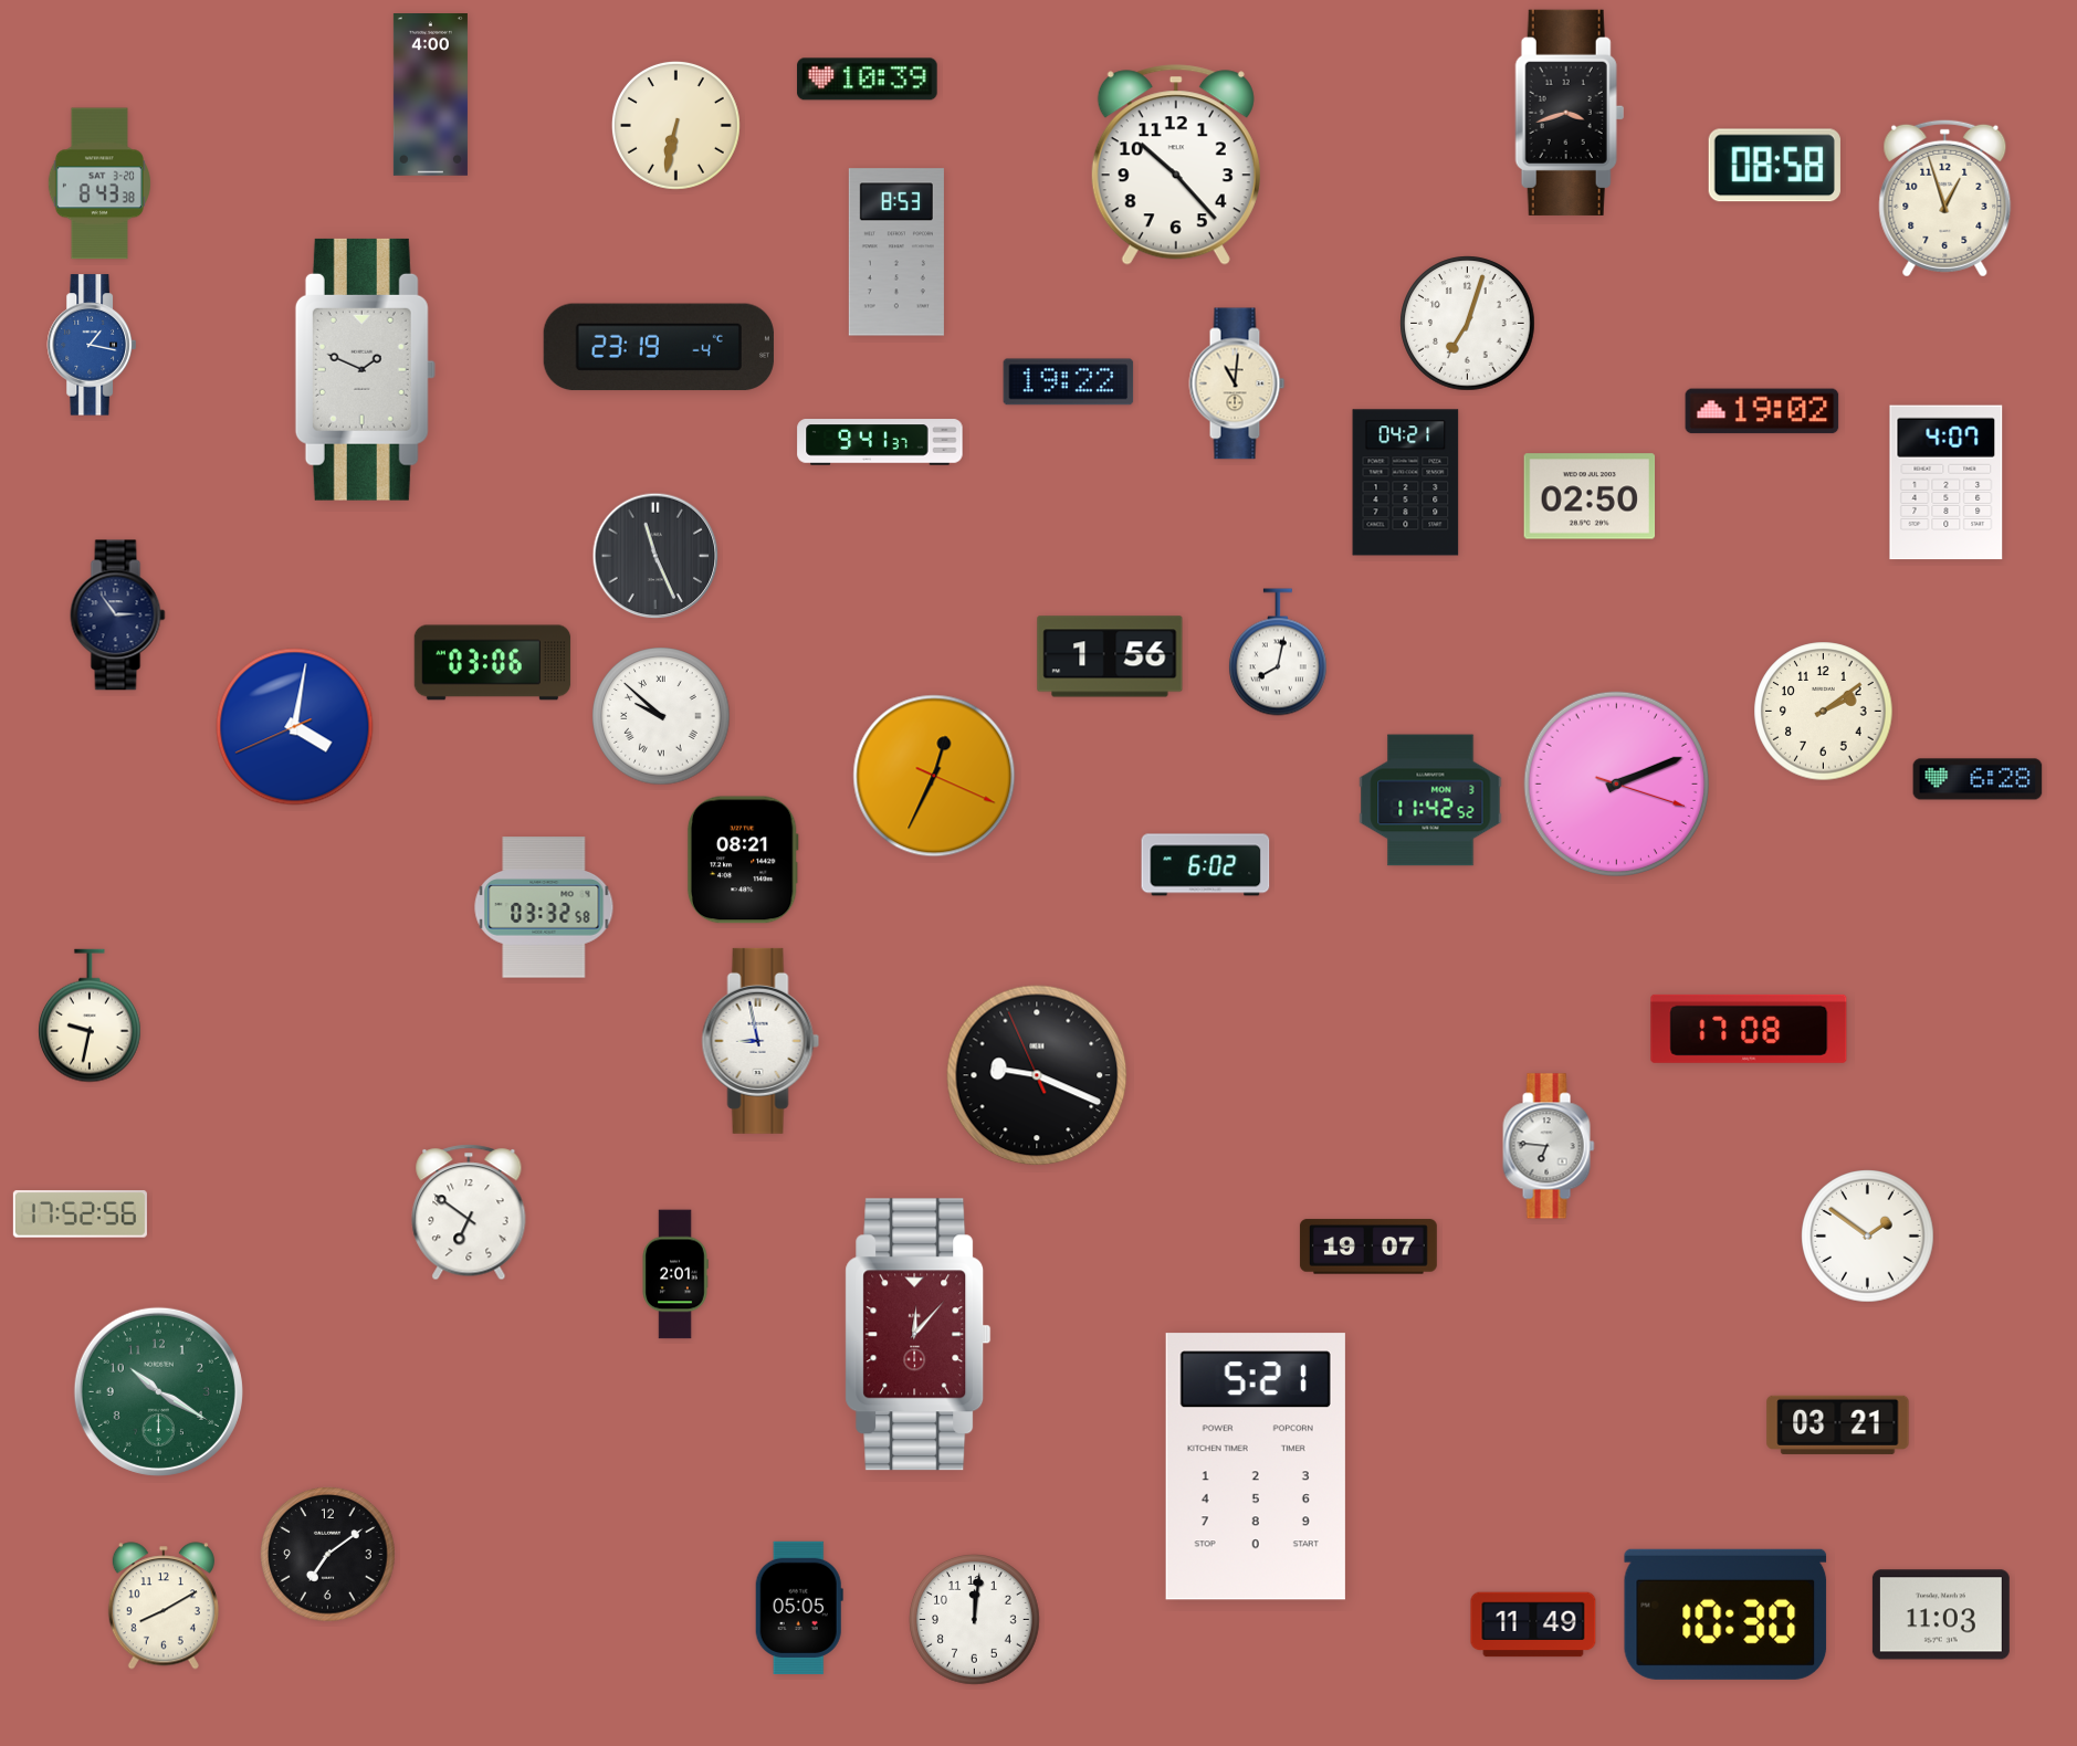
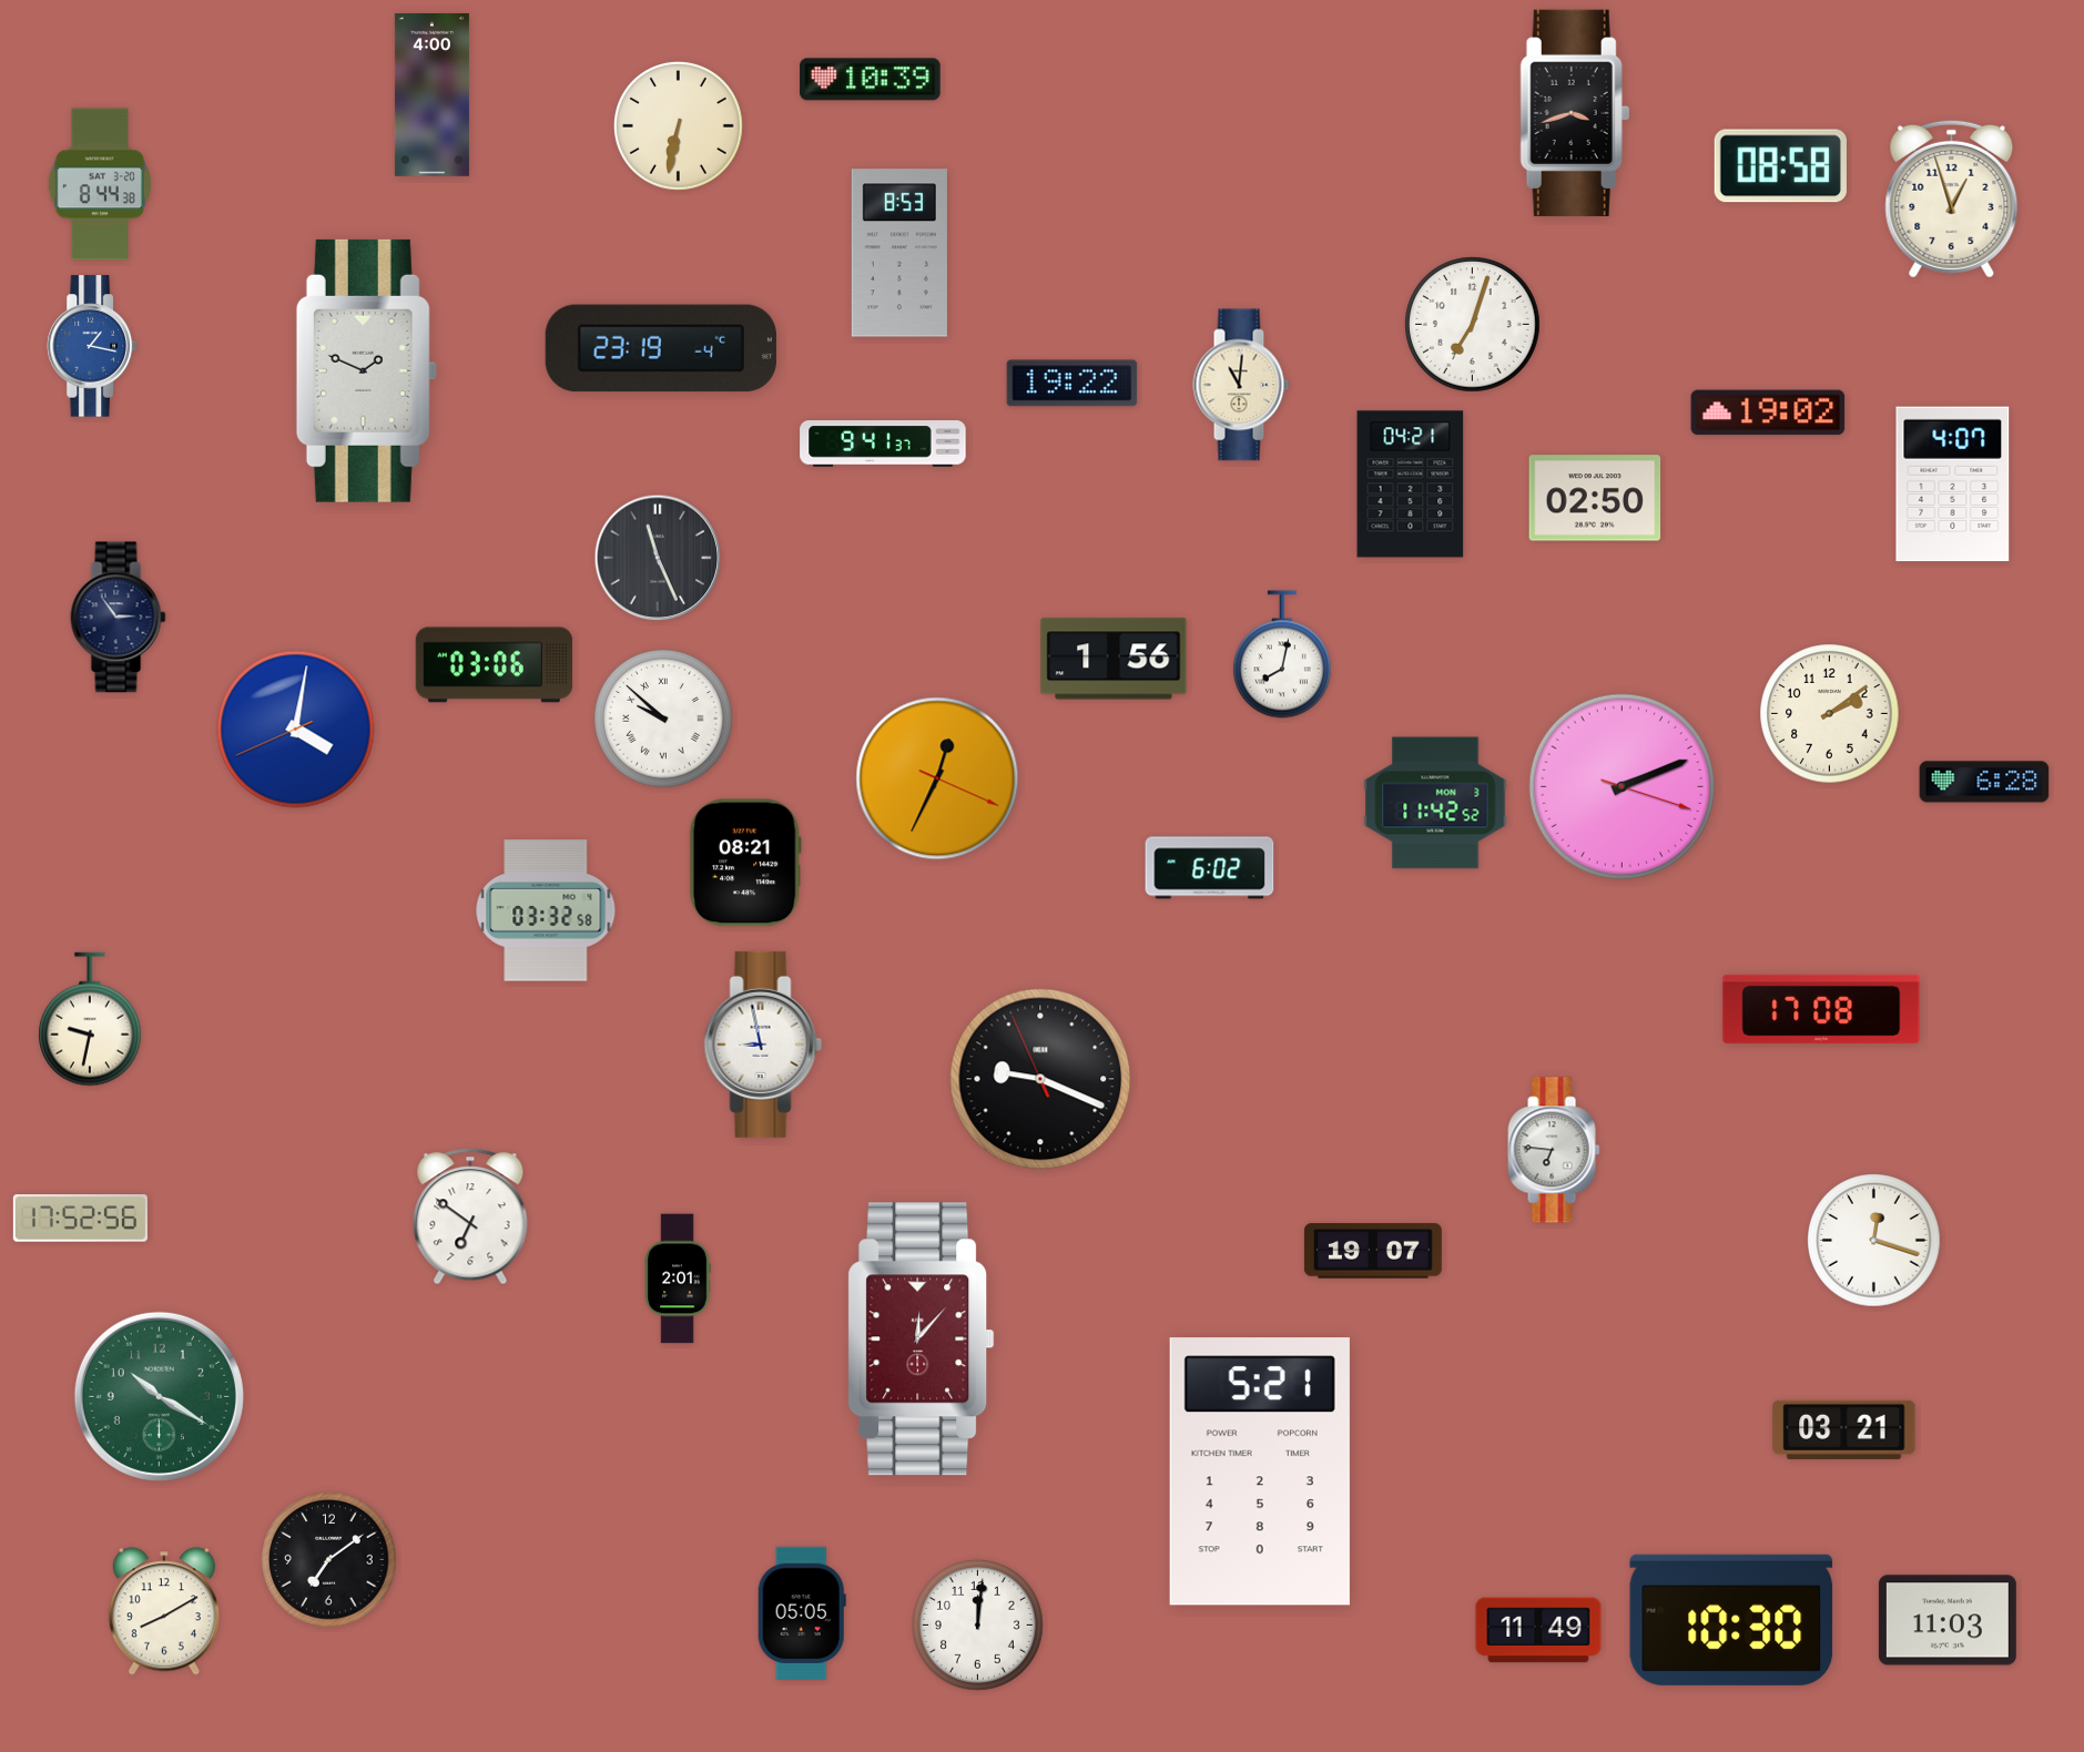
clock at (1176, 165): 10:23 -> none
clock at (99, 183): 8:43 -> 8:44
clock at (1749, 1029) position: (1749, 1029) -> (1821, 1009)
clock at (1868, 1237): 1:51 -> 12:18
